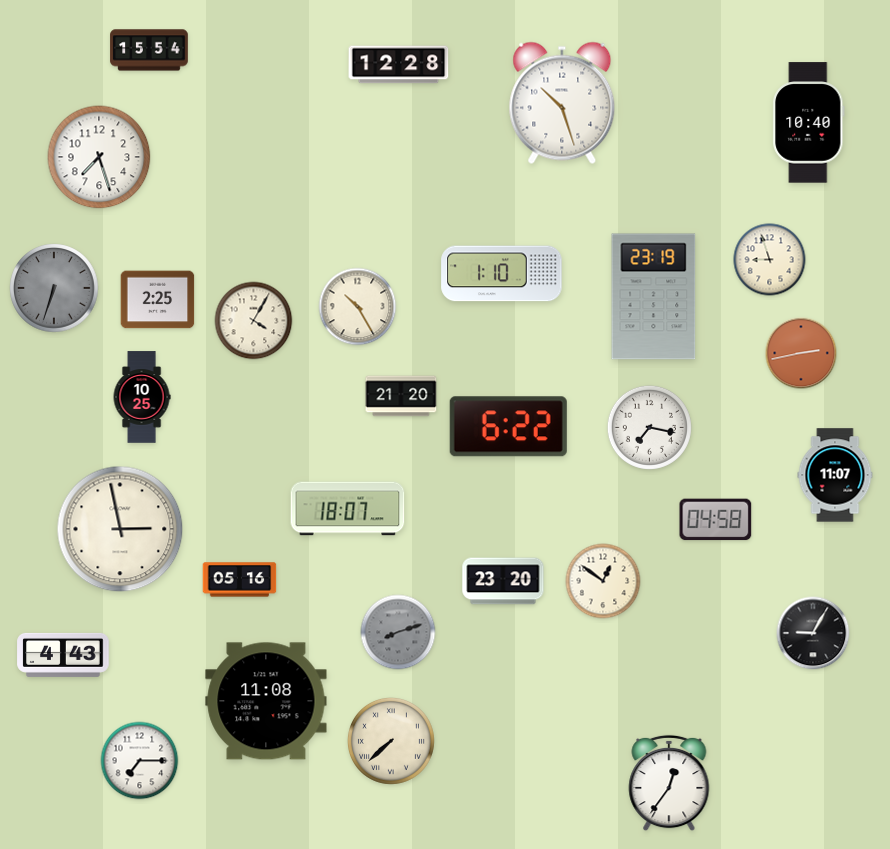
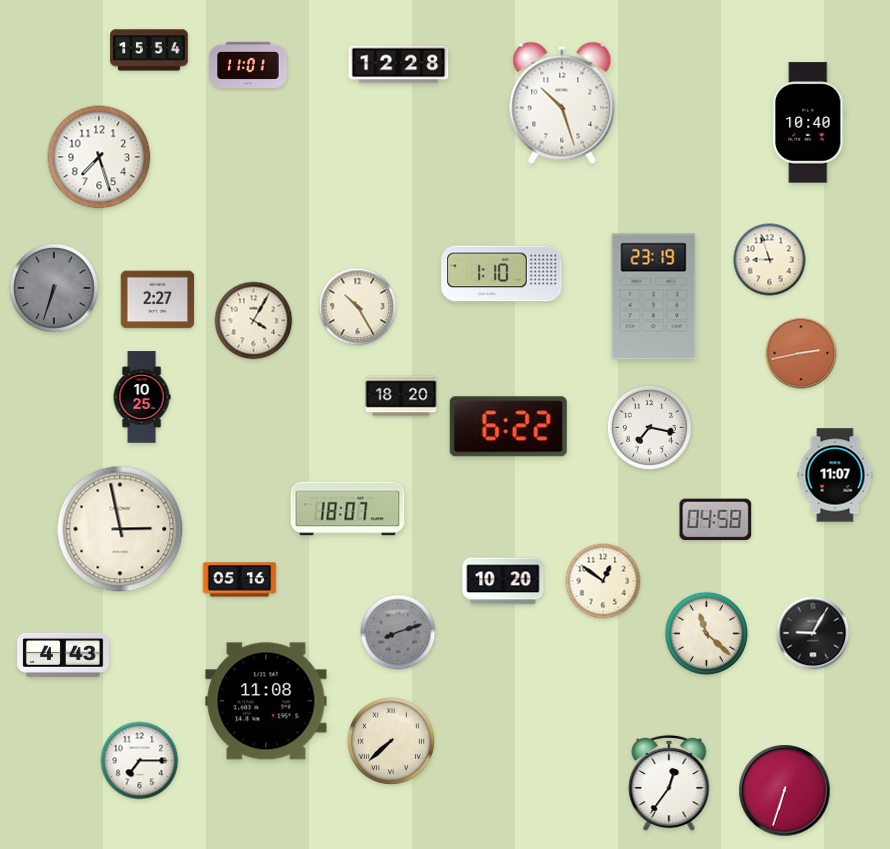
clock at (248, 65): none -> 11:01
clock at (158, 300): 2:25 -> 2:27
clock at (401, 396): 21:20 -> 18:20
clock at (503, 581): 23:20 -> 10:20
clock at (707, 634): none -> 11:22
clock at (785, 791): none -> 6:33
